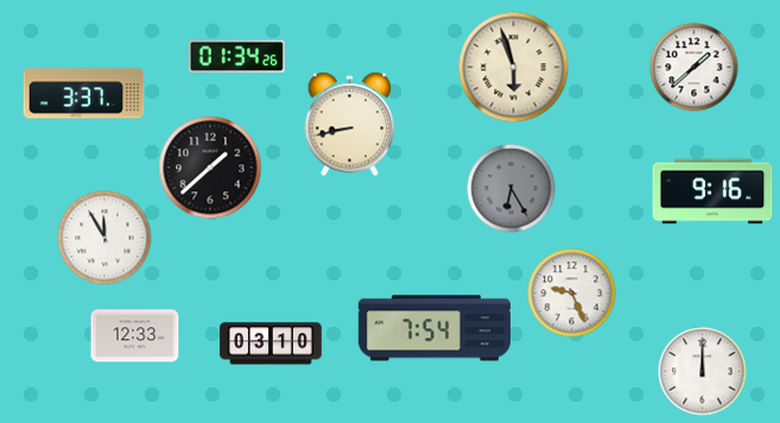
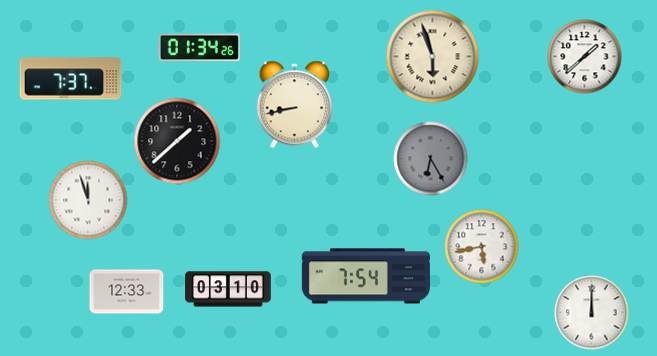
clock at (84, 94): 3:37 -> 7:37
clock at (712, 191): 9:16 -> none
clock at (104, 238): 11:55 -> 11:57
clock at (572, 293): 9:26 -> 5:43
clock at (135, 336) position: (135, 336) -> (127, 292)
